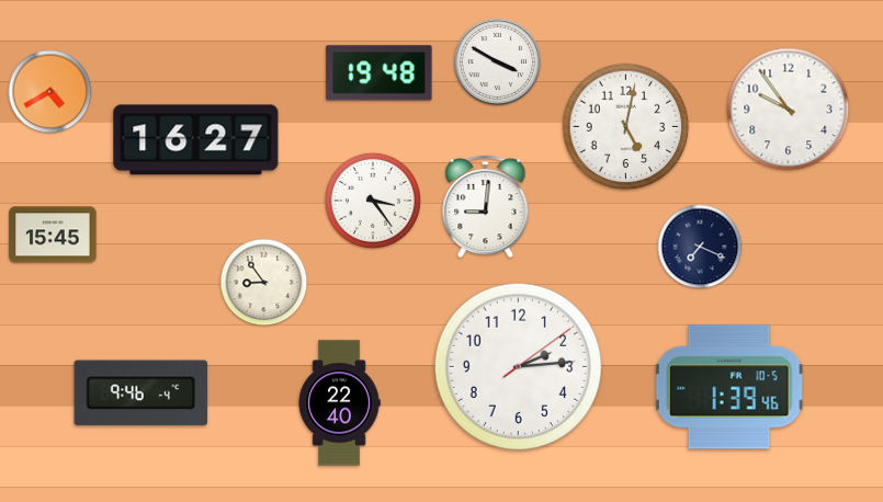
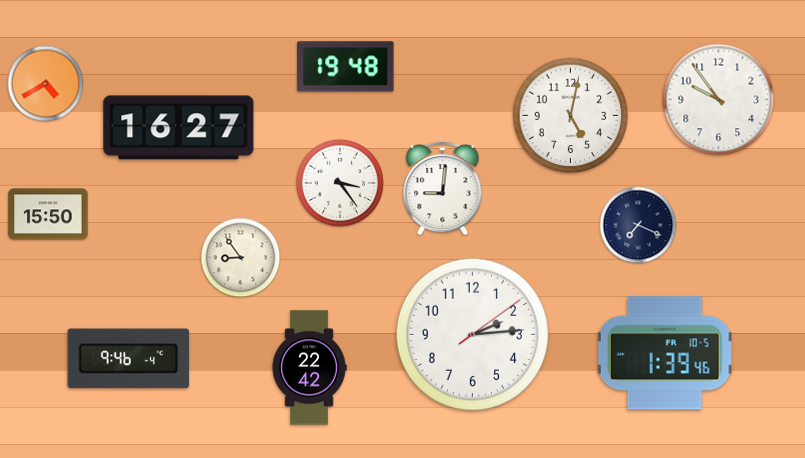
clock at (498, 62): 3:50 -> none
clock at (53, 235): 15:45 -> 15:50
clock at (339, 403): 22:40 -> 22:42
